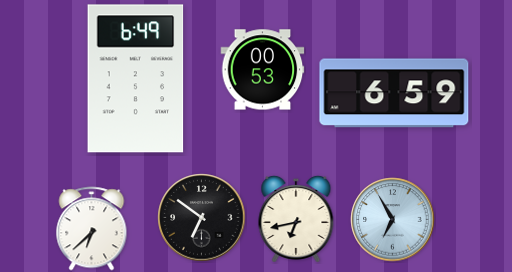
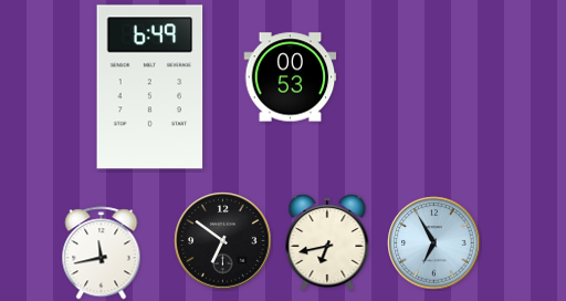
clock at (394, 93): 6:59 -> none
clock at (92, 229): 6:38 -> 11:43
